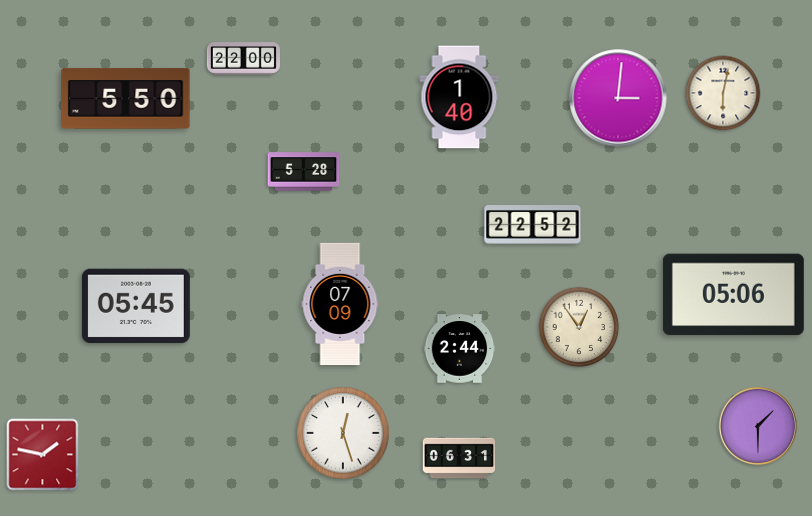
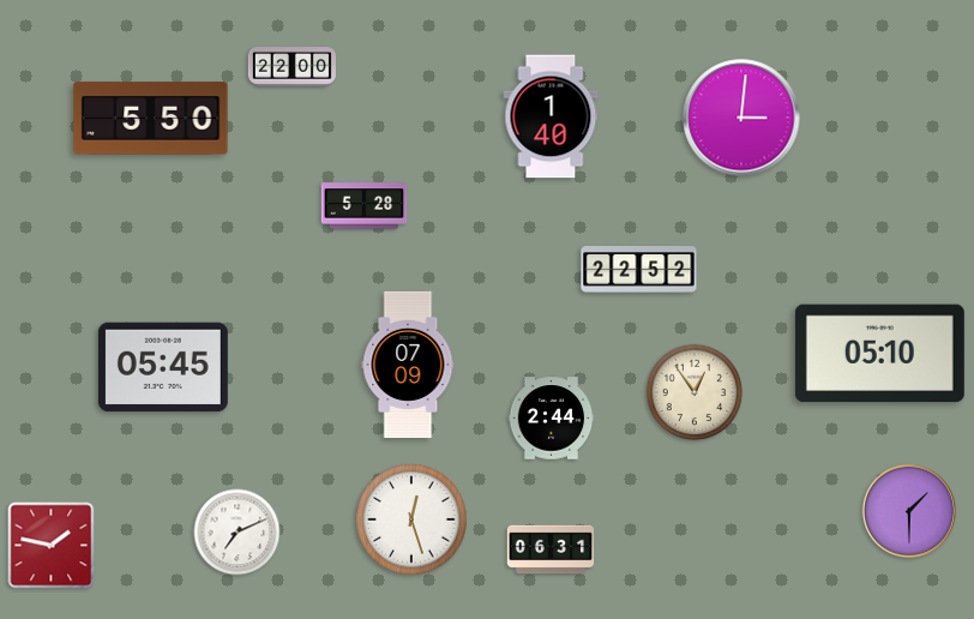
clock at (243, 59) position: (243, 59) -> (291, 67)
clock at (723, 93): 6:02 -> none
clock at (733, 295): 05:06 -> 05:10
clock at (238, 533): none -> 7:11
